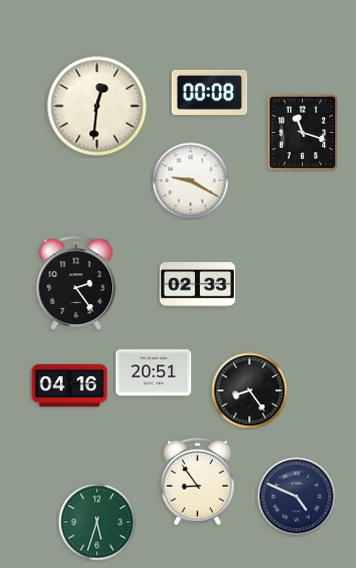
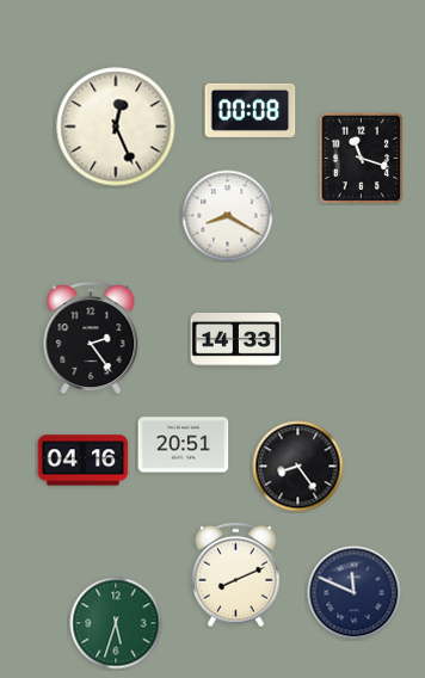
clock at (97, 106): 12:31 -> 12:26
clock at (191, 181): 9:20 -> 8:20
clock at (198, 285): 02:33 -> 14:33
clock at (198, 482): 8:54 -> 8:11
clock at (297, 497): 4:49 -> 11:49
